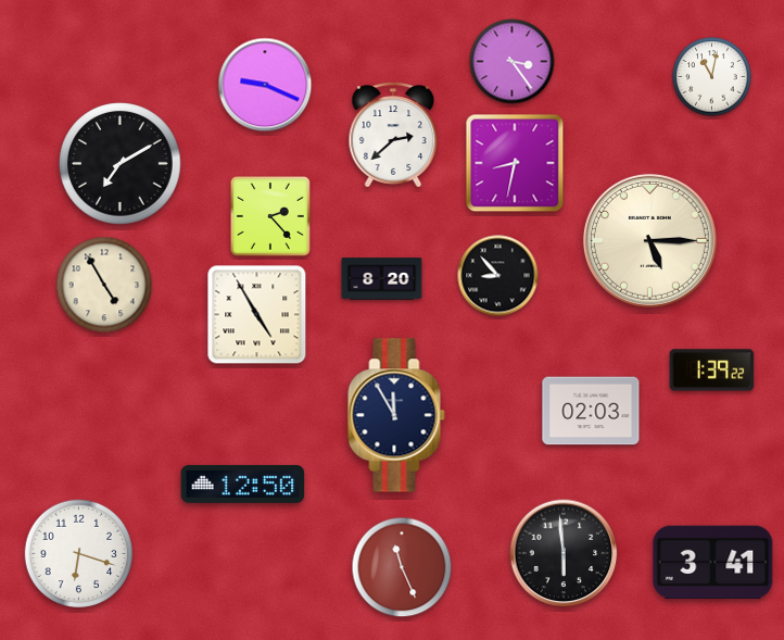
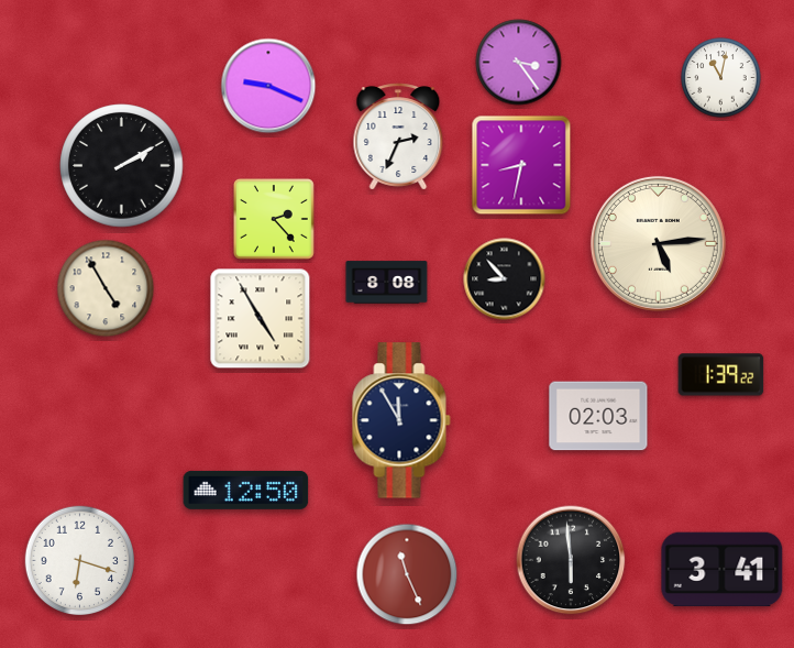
clock at (393, 135): 2:38 -> 2:34
clock at (121, 164): 7:10 -> 2:10
clock at (649, 240): 5:15 -> 5:14
clock at (382, 279): 8:20 -> 8:08
